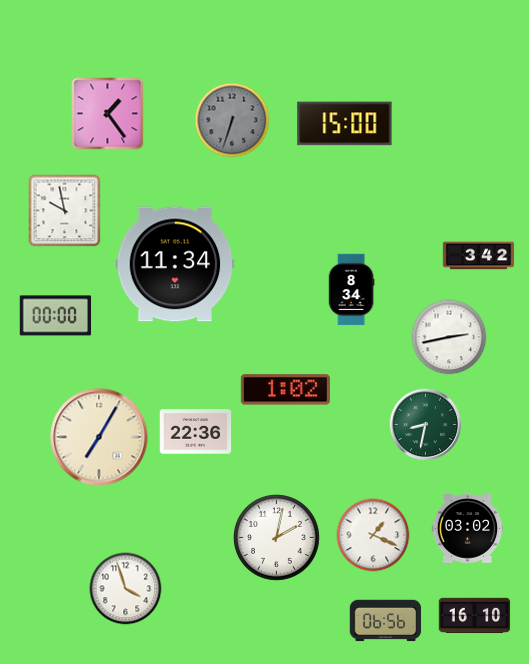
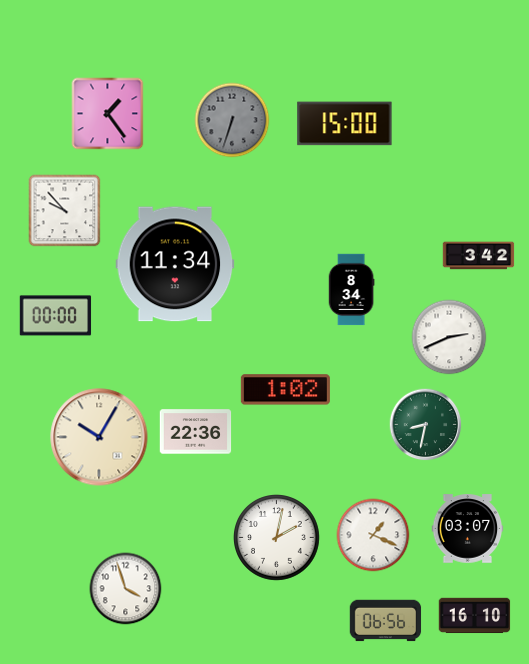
clock at (65, 211): 9:58 -> 9:53
clock at (449, 337): 2:43 -> 2:41
clock at (99, 437): 7:05 -> 10:05
clock at (468, 529): 03:02 -> 03:07
